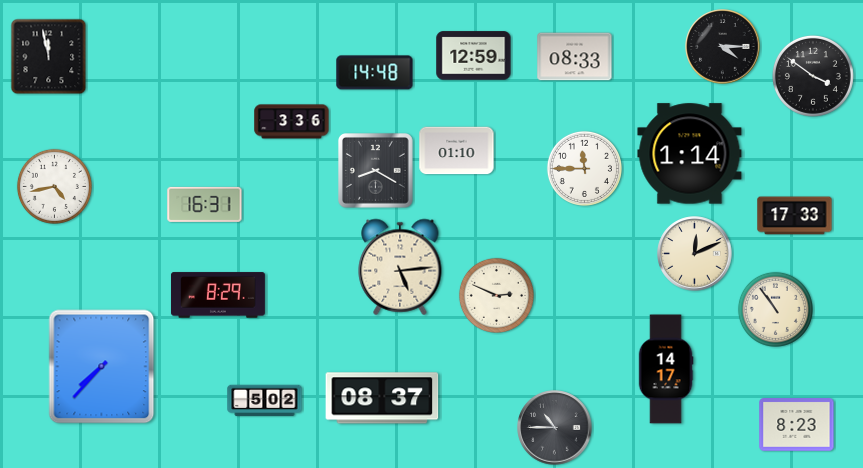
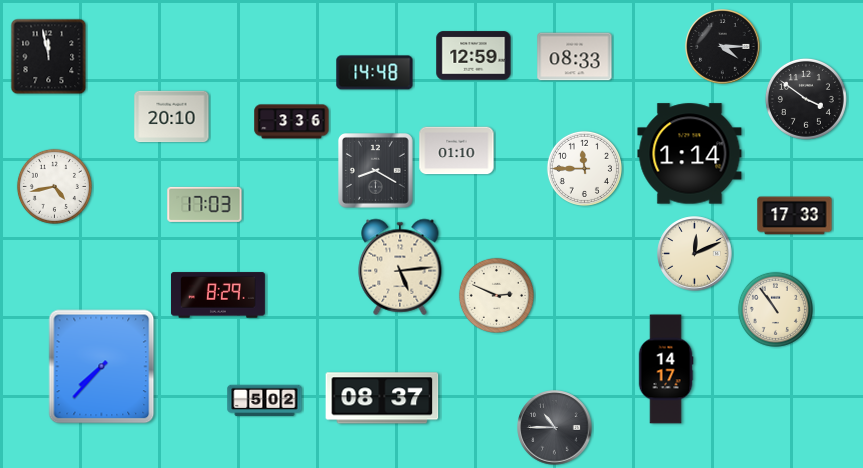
clock at (813, 76) position: (813, 76) -> (806, 99)
clock at (172, 117): none -> 20:10
clock at (205, 204): 16:31 -> 17:03
clock at (797, 425): 8:23 -> none
